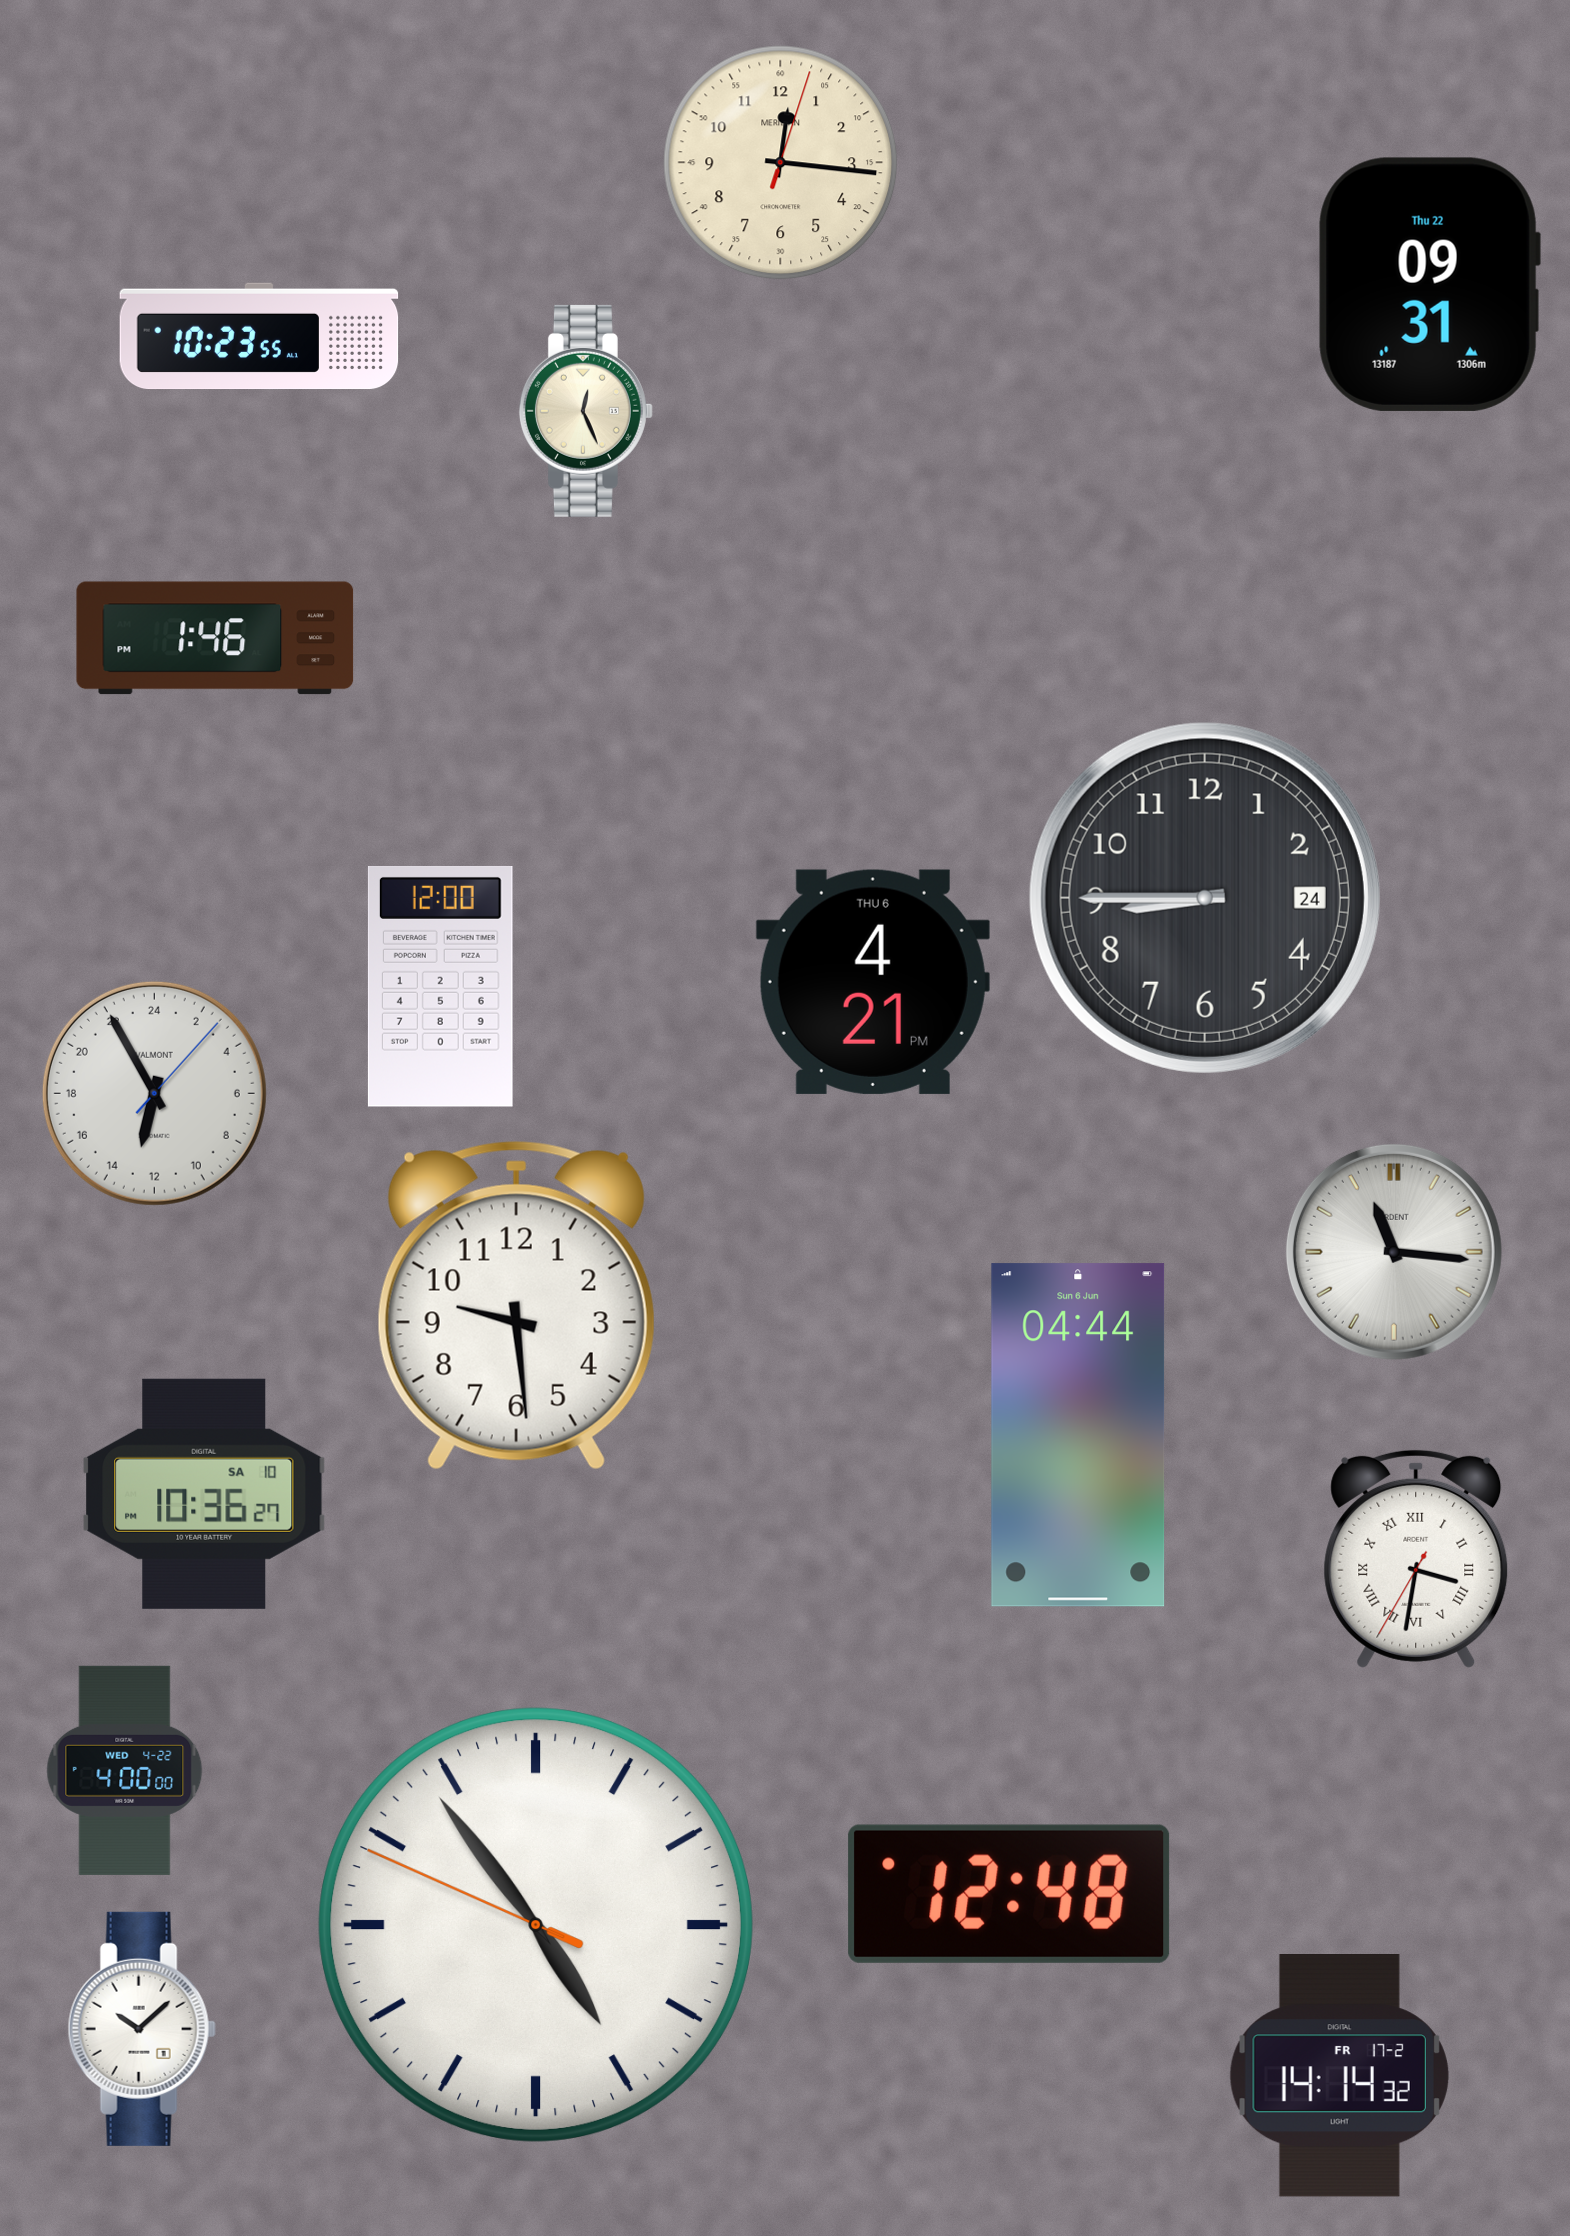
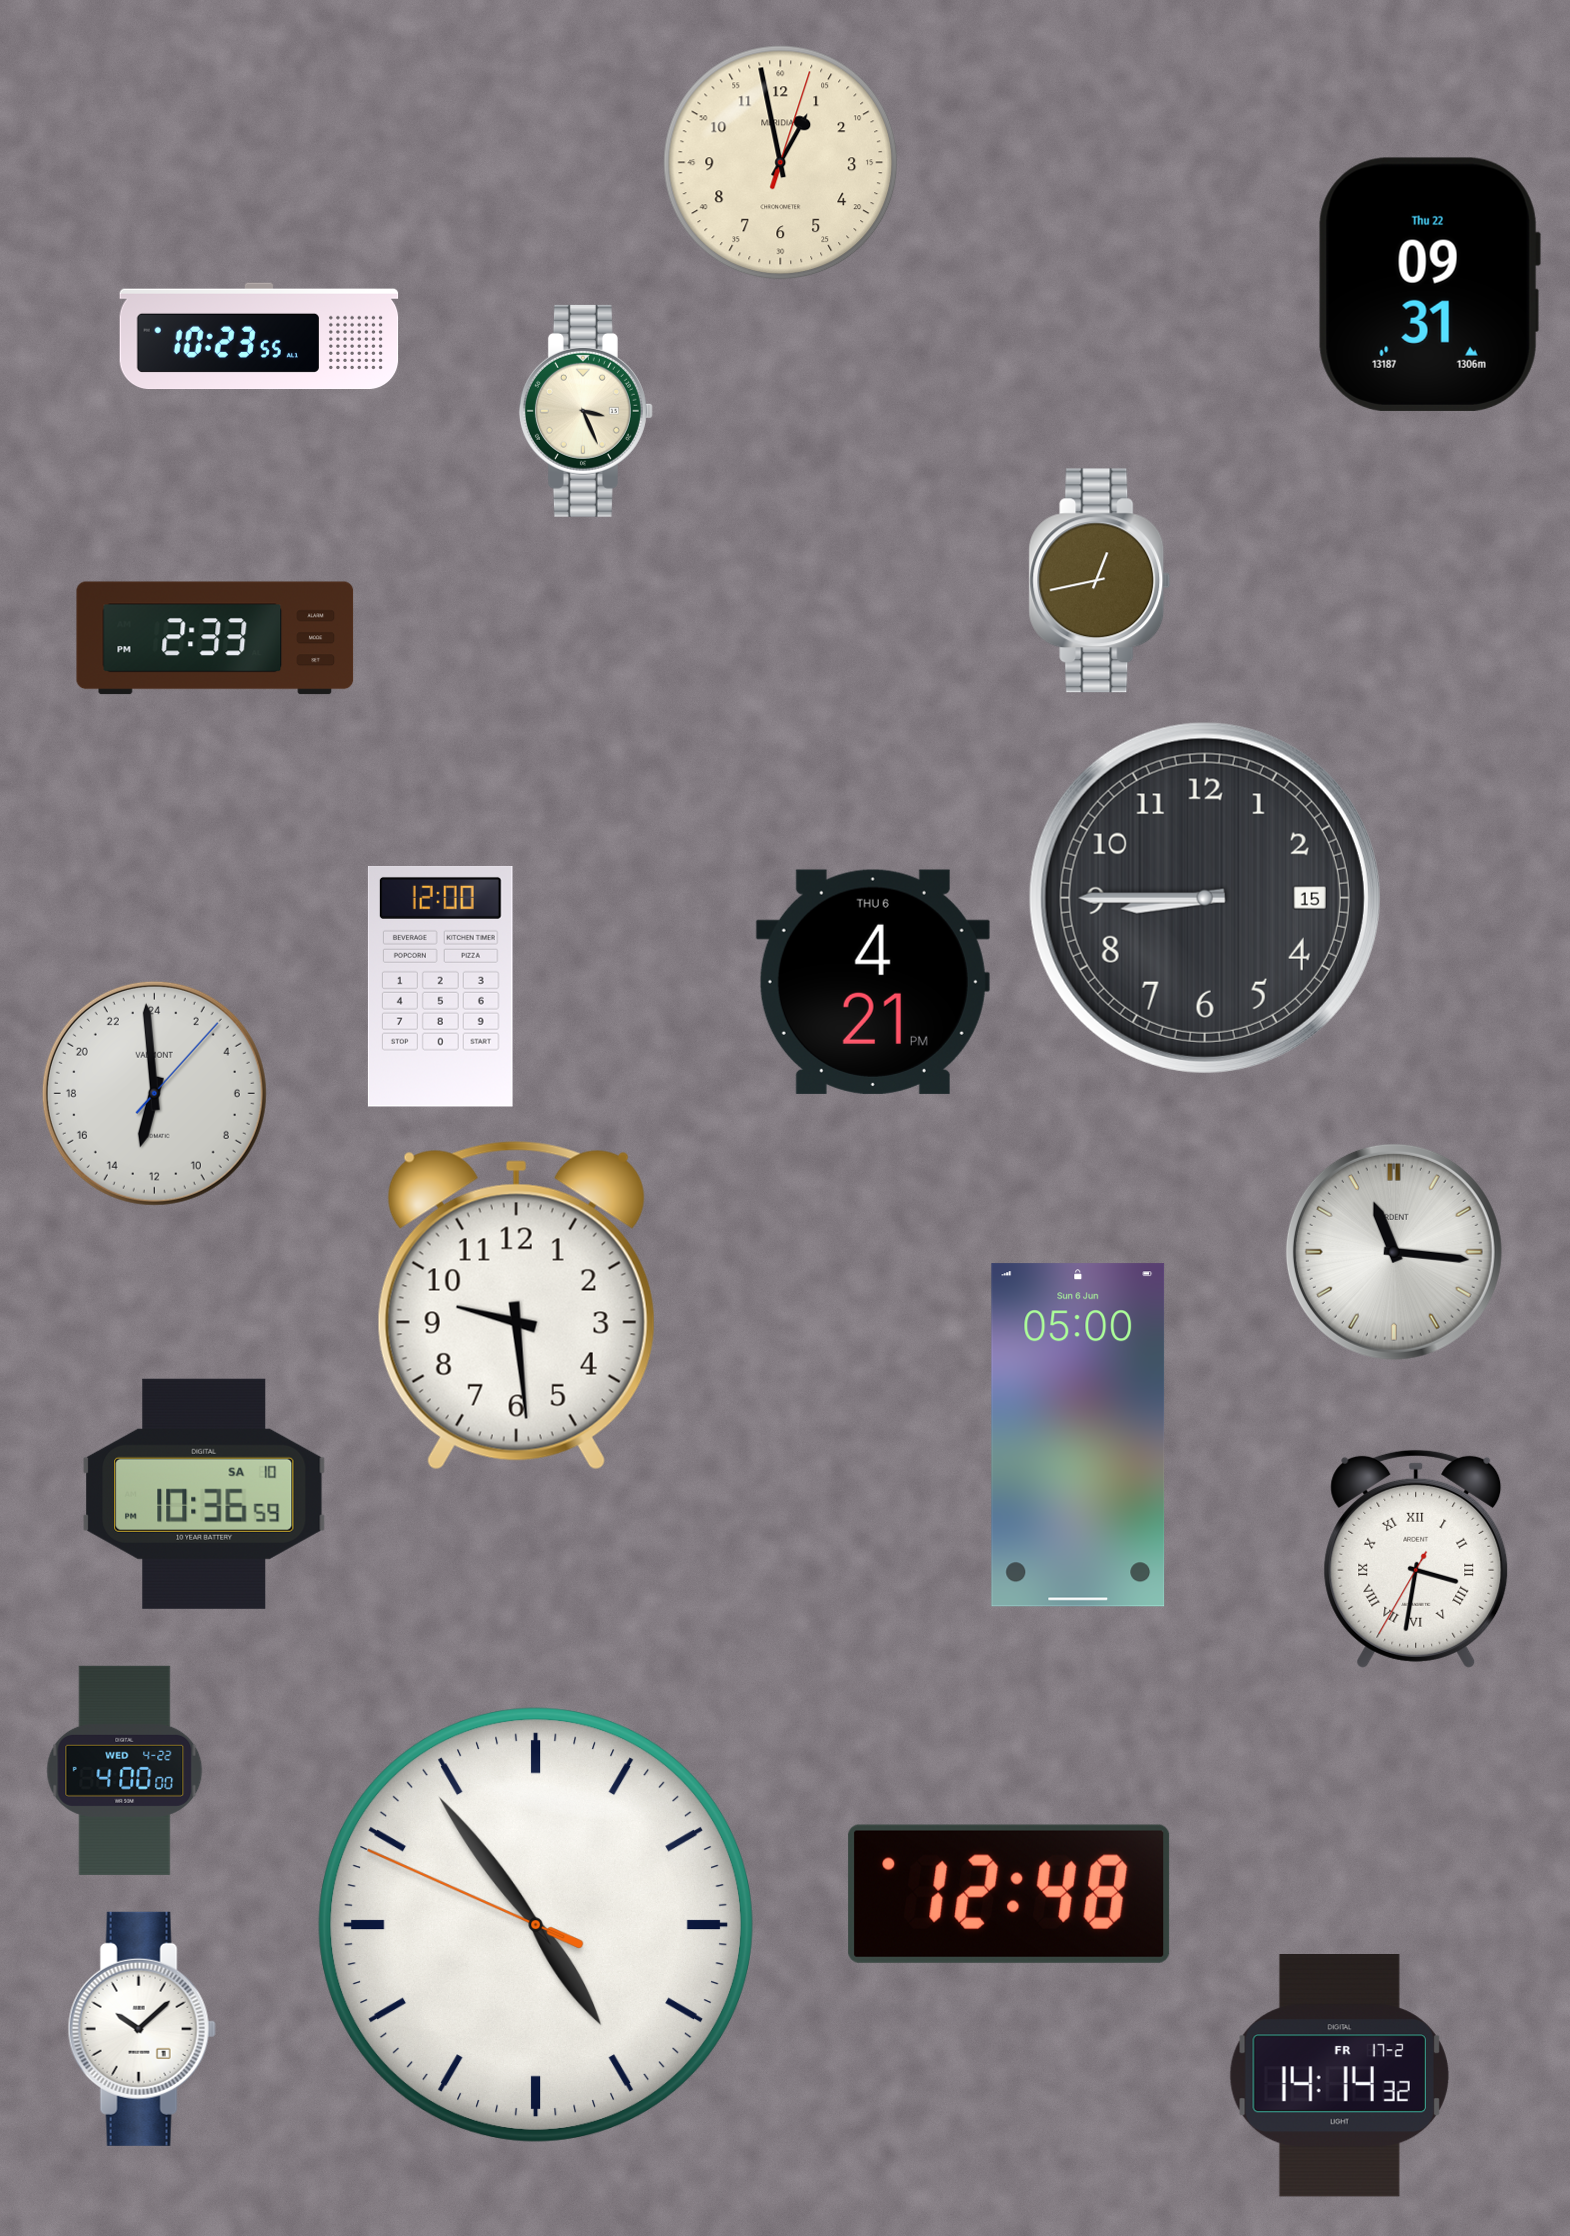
clock at (781, 163): 12:16 -> 12:58
clock at (586, 411): 12:26 -> 3:26
clock at (1100, 581): none -> 12:43
clock at (215, 638): 1:46 -> 2:33
clock at (1205, 898) date: 24 -> 15
clock at (154, 1093): 12:55 -> 12:59
clock at (1078, 1435): 04:44 -> 05:00
clock at (204, 1494): 10:36:27 -> 10:36:59
